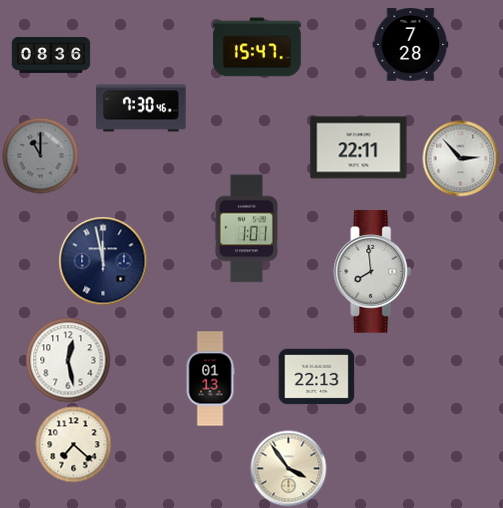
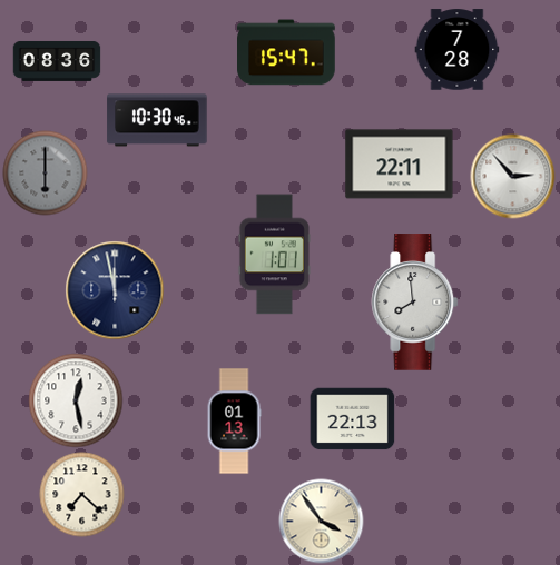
clock at (141, 108): 7:30 -> 10:30
clock at (41, 156): 11:00 -> 6:00
